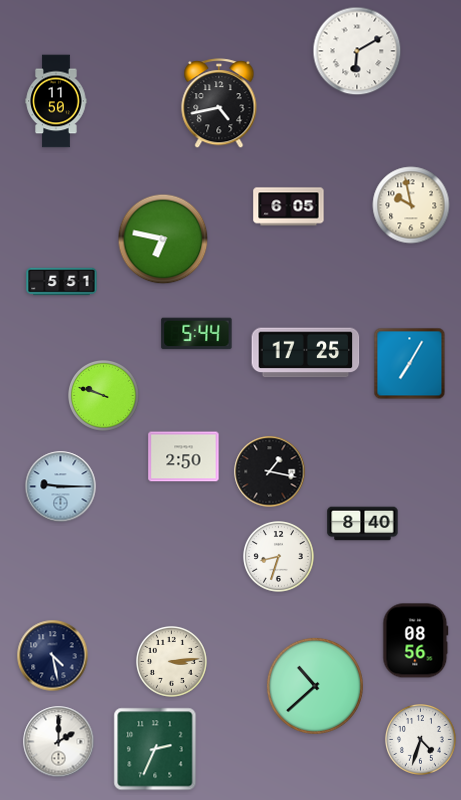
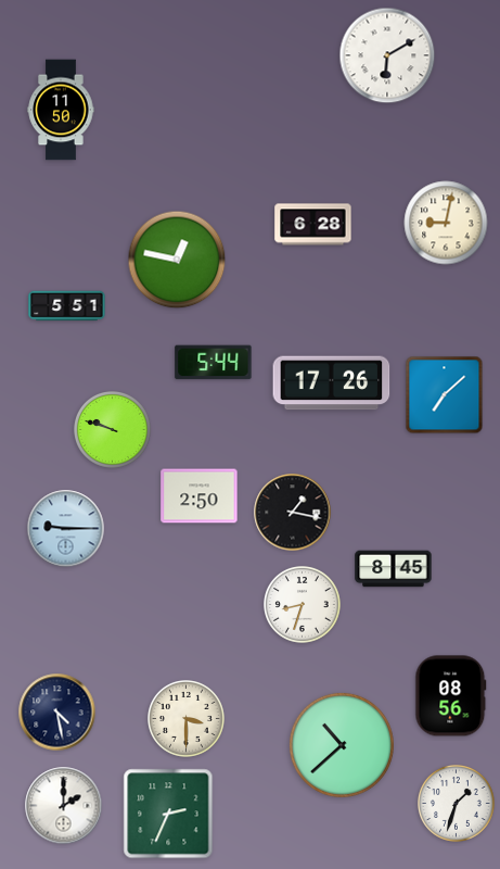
clock at (219, 104): 4:43 -> none
clock at (411, 205): 9:58 -> 9:02
clock at (289, 207): 6:05 -> 6:28
clock at (163, 239): 6:47 -> 12:47
clock at (306, 353): 17:25 -> 17:26
clock at (410, 364): 7:05 -> 7:08
clock at (363, 524): 8:40 -> 8:45
clock at (172, 662): 3:14 -> 3:30
clock at (421, 740): 4:33 -> 1:33
